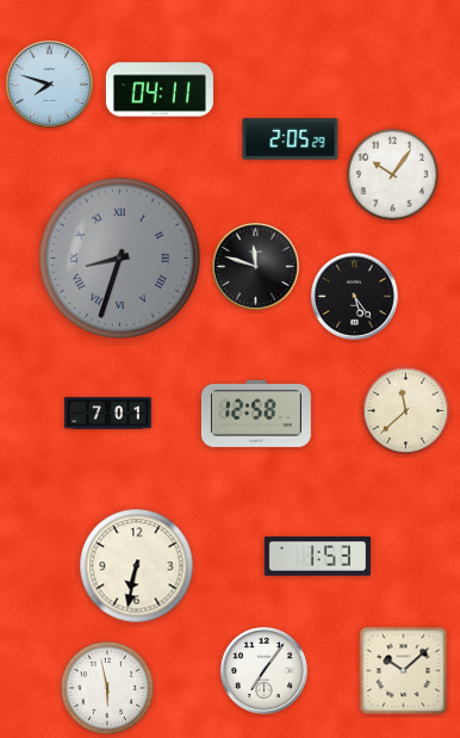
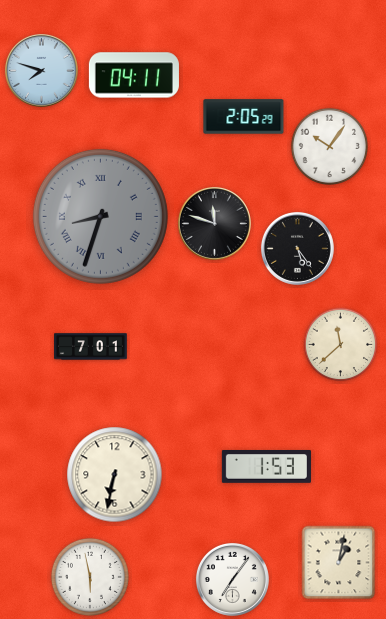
clock at (256, 414): 12:58 -> none
clock at (263, 670) position: (263, 670) -> (232, 579)
clock at (404, 671): 10:08 -> 1:02
